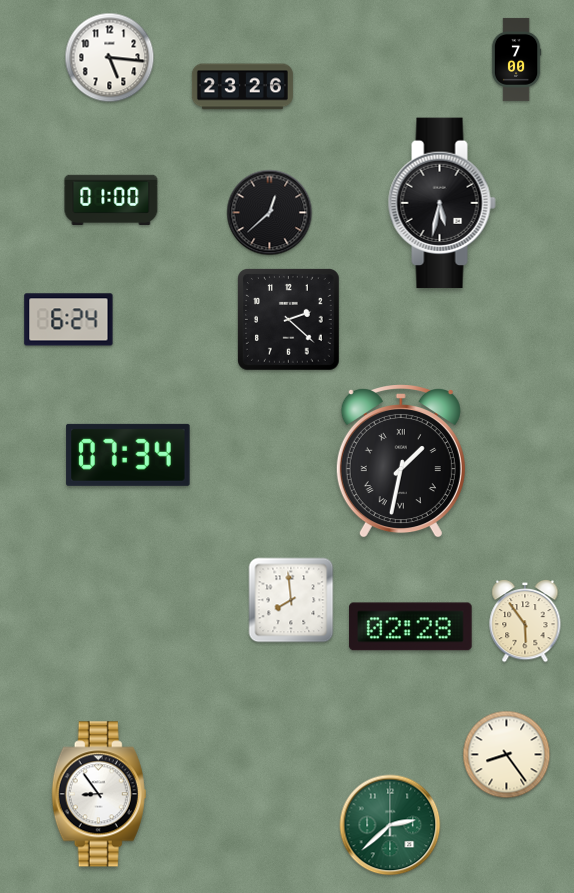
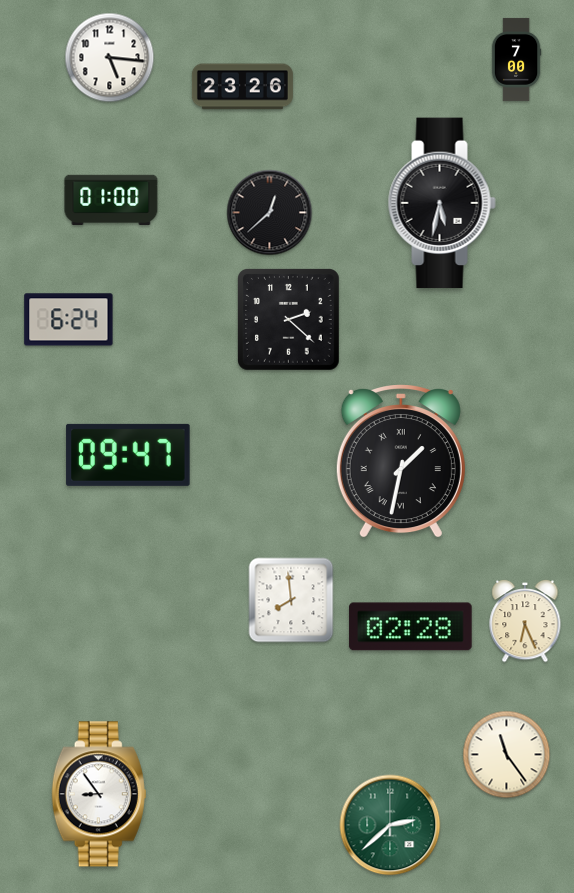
clock at (128, 455): 07:34 -> 09:47
clock at (525, 621): 5:54 -> 6:26
clock at (507, 755): 8:24 -> 11:24
